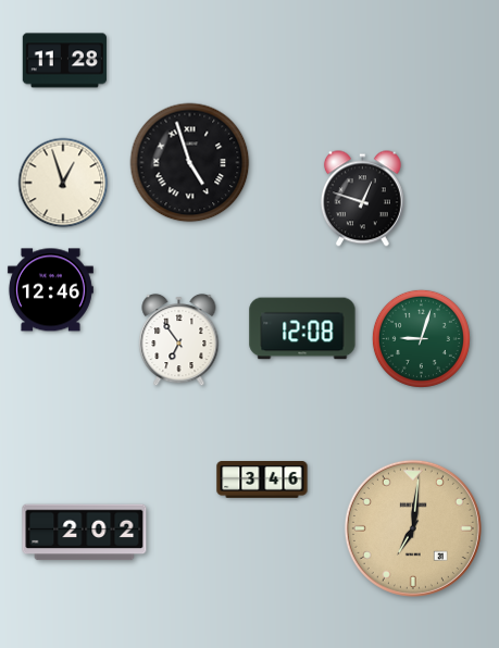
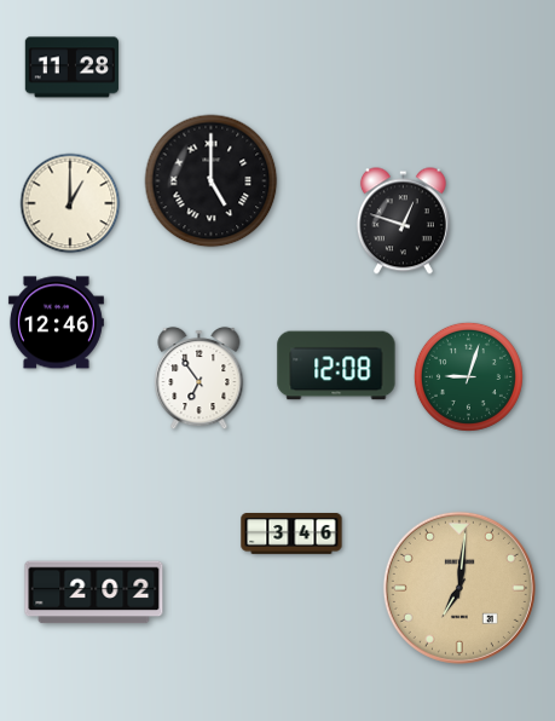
clock at (190, 163): 4:57 -> 5:00
clock at (63, 183): 12:57 -> 1:00
